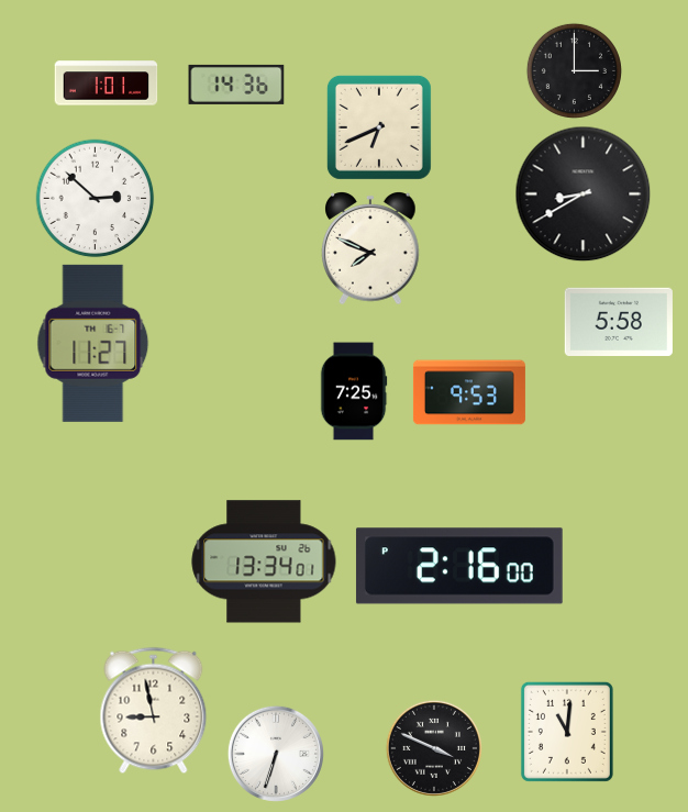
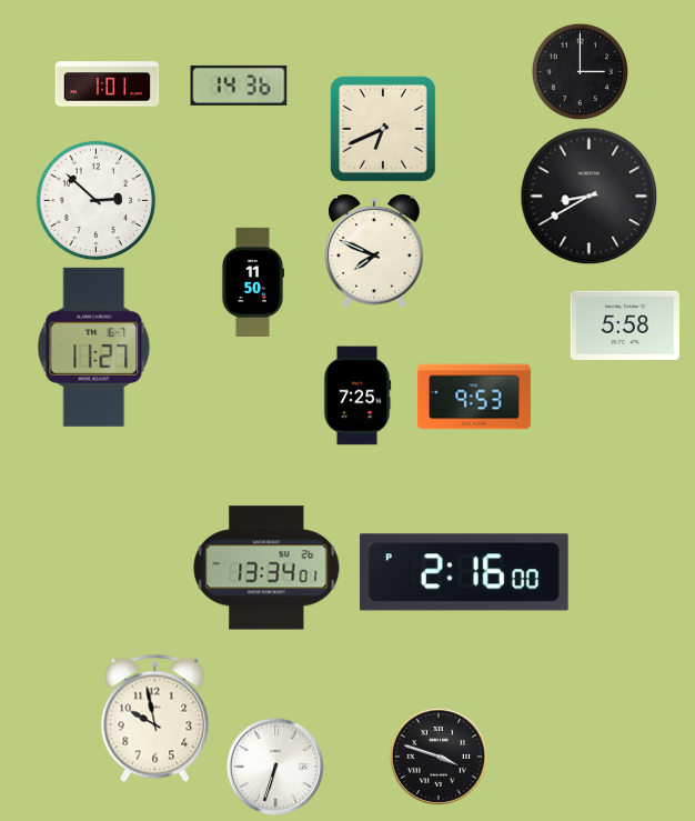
clock at (253, 281): none -> 11:50
clock at (154, 711): 8:58 -> 9:58
clock at (567, 732): 11:01 -> none
clock at (434, 748): 3:49 -> 3:48
clock at (276, 754) position: (276, 754) -> (275, 767)
